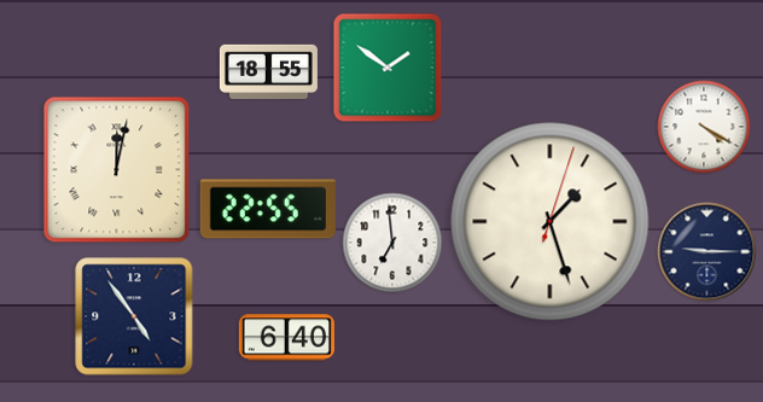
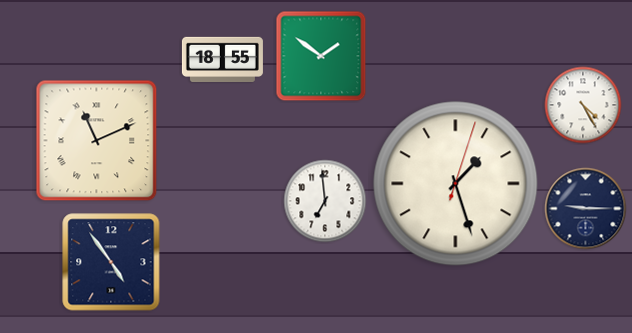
clock at (704, 127): 4:20 -> 4:25
clock at (117, 170): 12:02 -> 11:11
clock at (268, 209): 22:55 -> none
clock at (286, 338): 6:40 -> none
